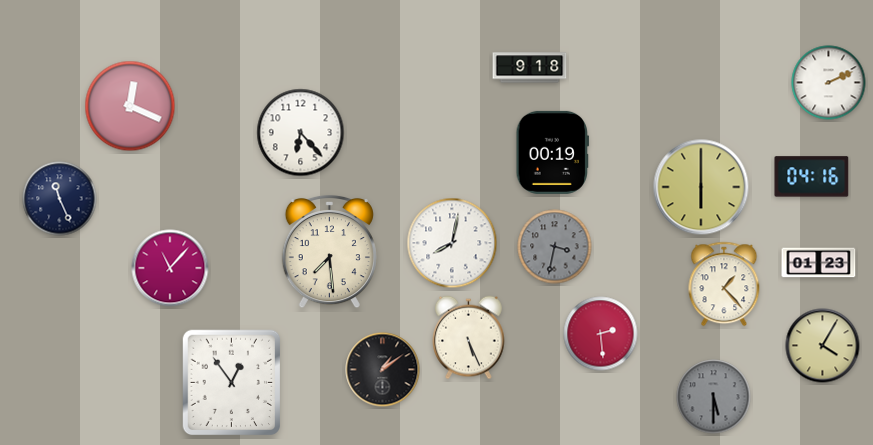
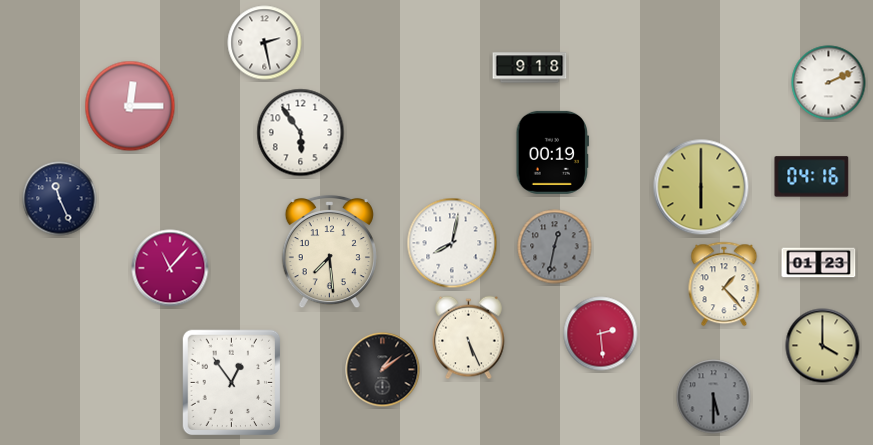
clock at (265, 43): none -> 2:28
clock at (130, 106): 12:19 -> 12:15
clock at (301, 133): 6:23 -> 5:54
clock at (555, 247): 3:32 -> 12:32
clock at (823, 346): 4:05 -> 4:00
